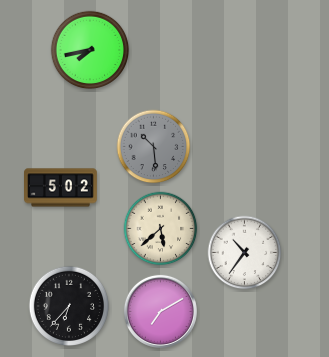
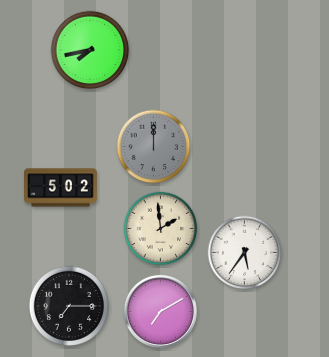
clock at (154, 147): 10:29 -> 12:00
clock at (161, 229): 5:38 -> 1:59
clock at (245, 253): 10:36 -> 5:36
clock at (68, 305): 6:37 -> 7:15
